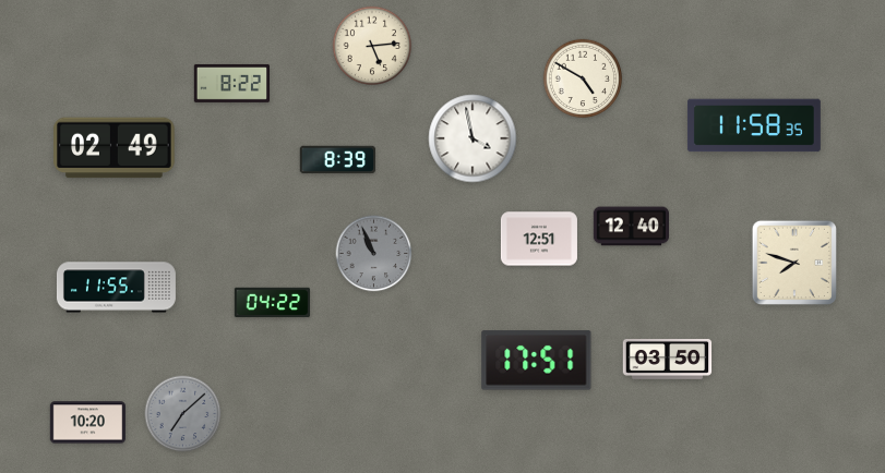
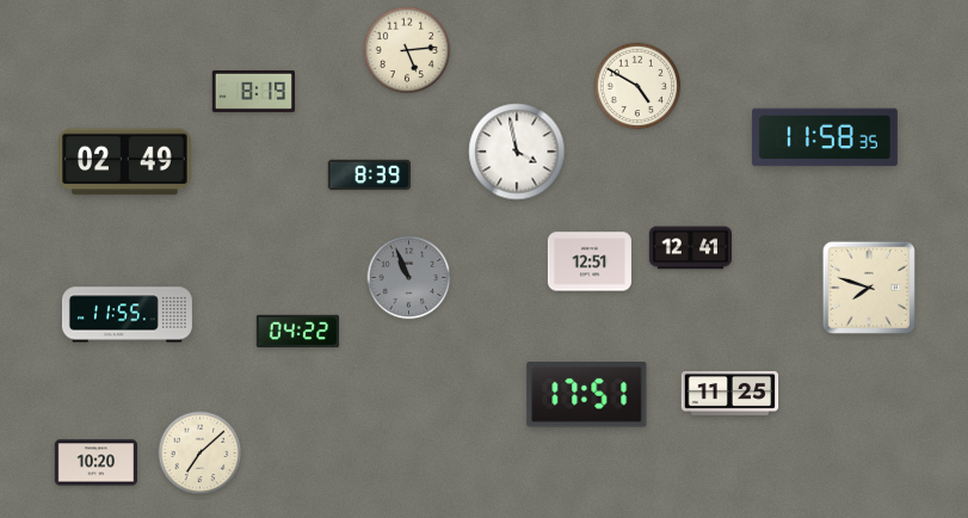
clock at (232, 84): 8:22 -> 8:19
clock at (632, 227): 12:40 -> 12:41
clock at (668, 359): 03:50 -> 11:25
clock at (183, 414) dial: grey -> cream
